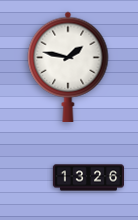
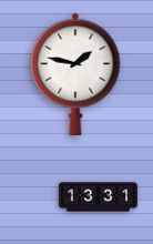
clock at (88, 178): 13:26 -> 13:31
